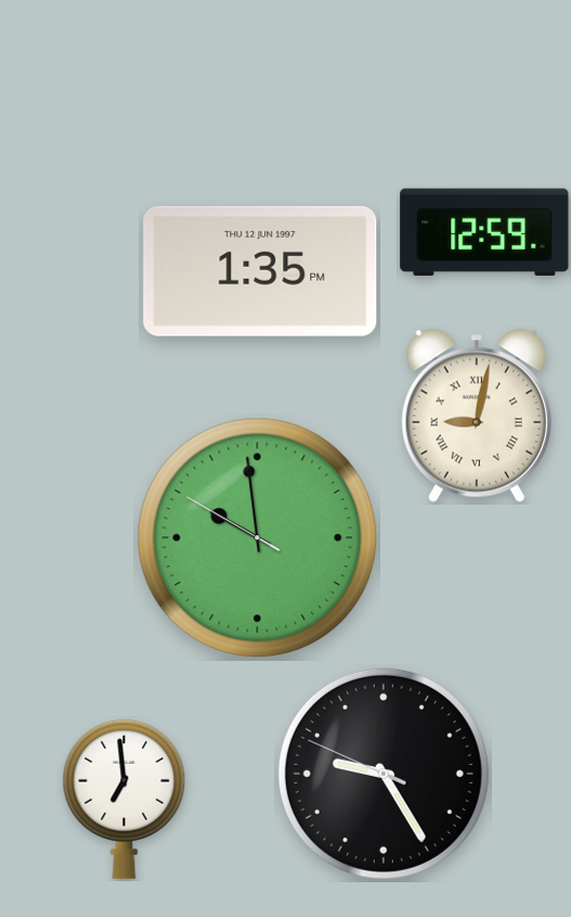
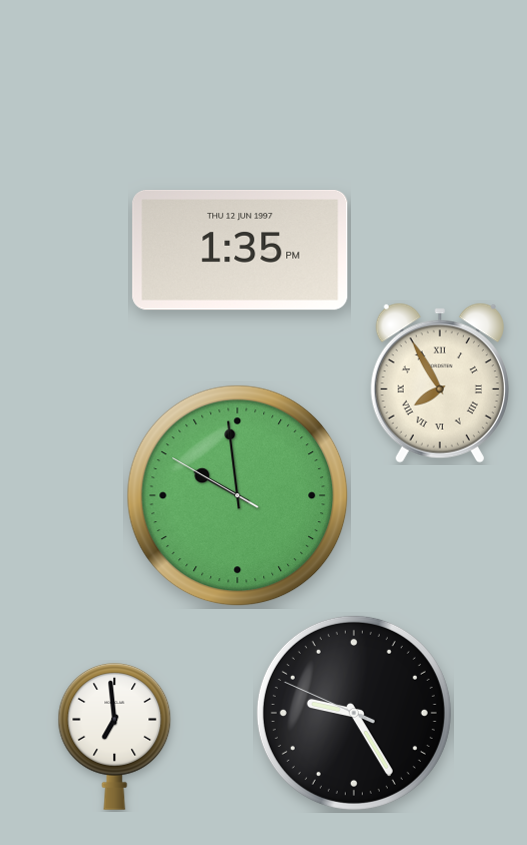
clock at (484, 231): 12:59 -> none
clock at (477, 416): 9:02 -> 7:55
